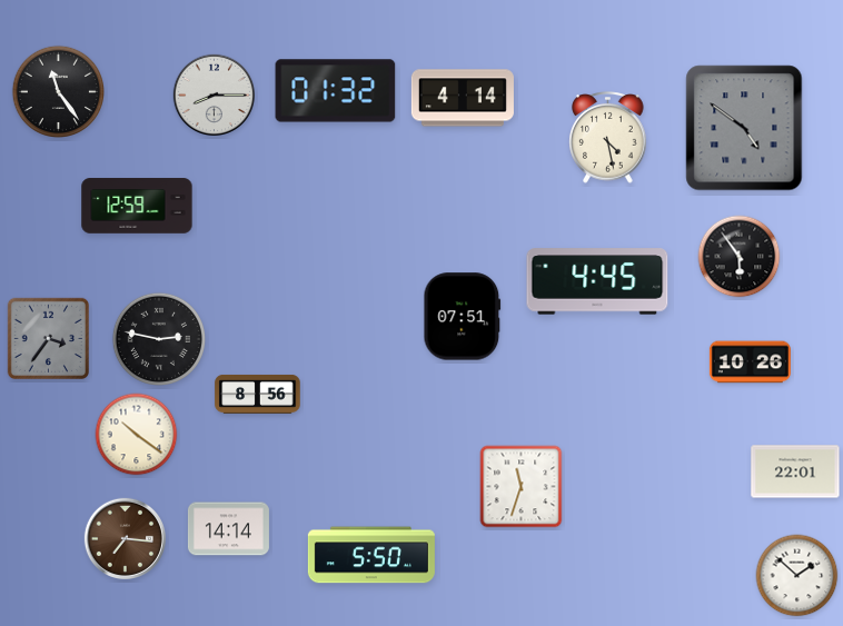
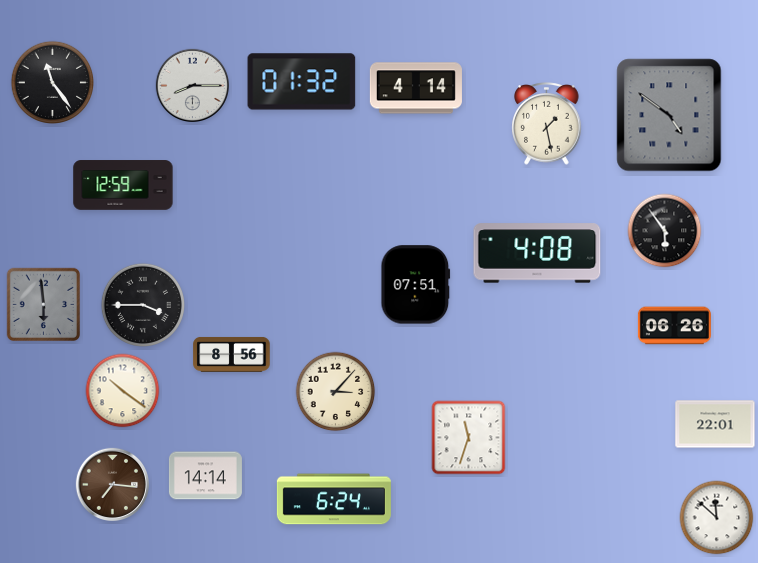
clock at (608, 138): 4:28 -> 1:28
clock at (597, 281): 4:45 -> 4:08
clock at (158, 338): 2:47 -> 3:45
clock at (49, 339): 3:36 -> 5:59
clock at (750, 362): 10:26 -> 06:26
clock at (336, 392): none -> 3:07
clock at (371, 555): 5:50 -> 6:24
clock at (797, 576): 1:52 -> 11:52
